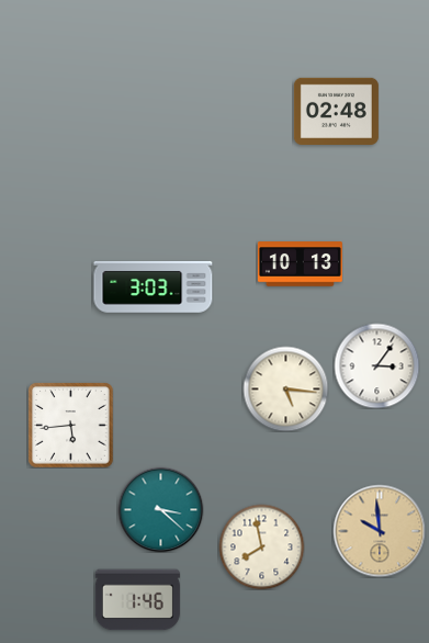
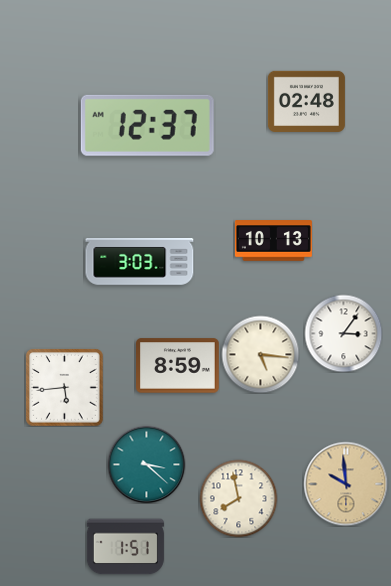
clock at (147, 125): none -> 12:37
clock at (178, 366): none -> 8:59
clock at (137, 600): 1:46 -> 1:51
